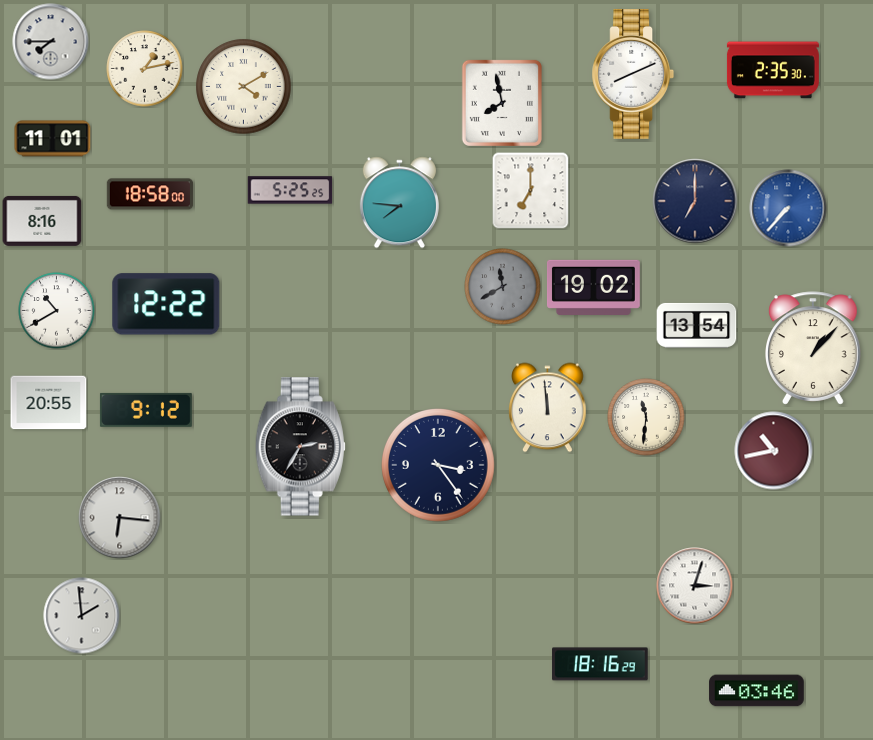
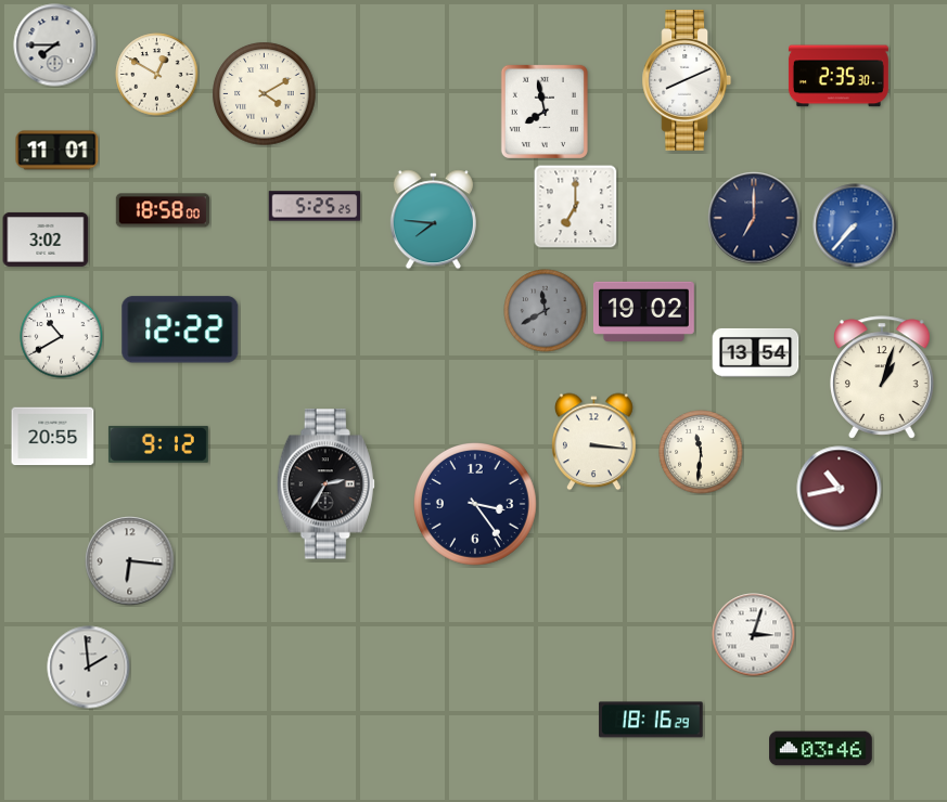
clock at (145, 69): 1:13 -> 12:50
clock at (42, 221): 8:16 -> 3:02
clock at (814, 348): 1:07 -> 1:03
clock at (548, 408): 11:59 -> 3:16
